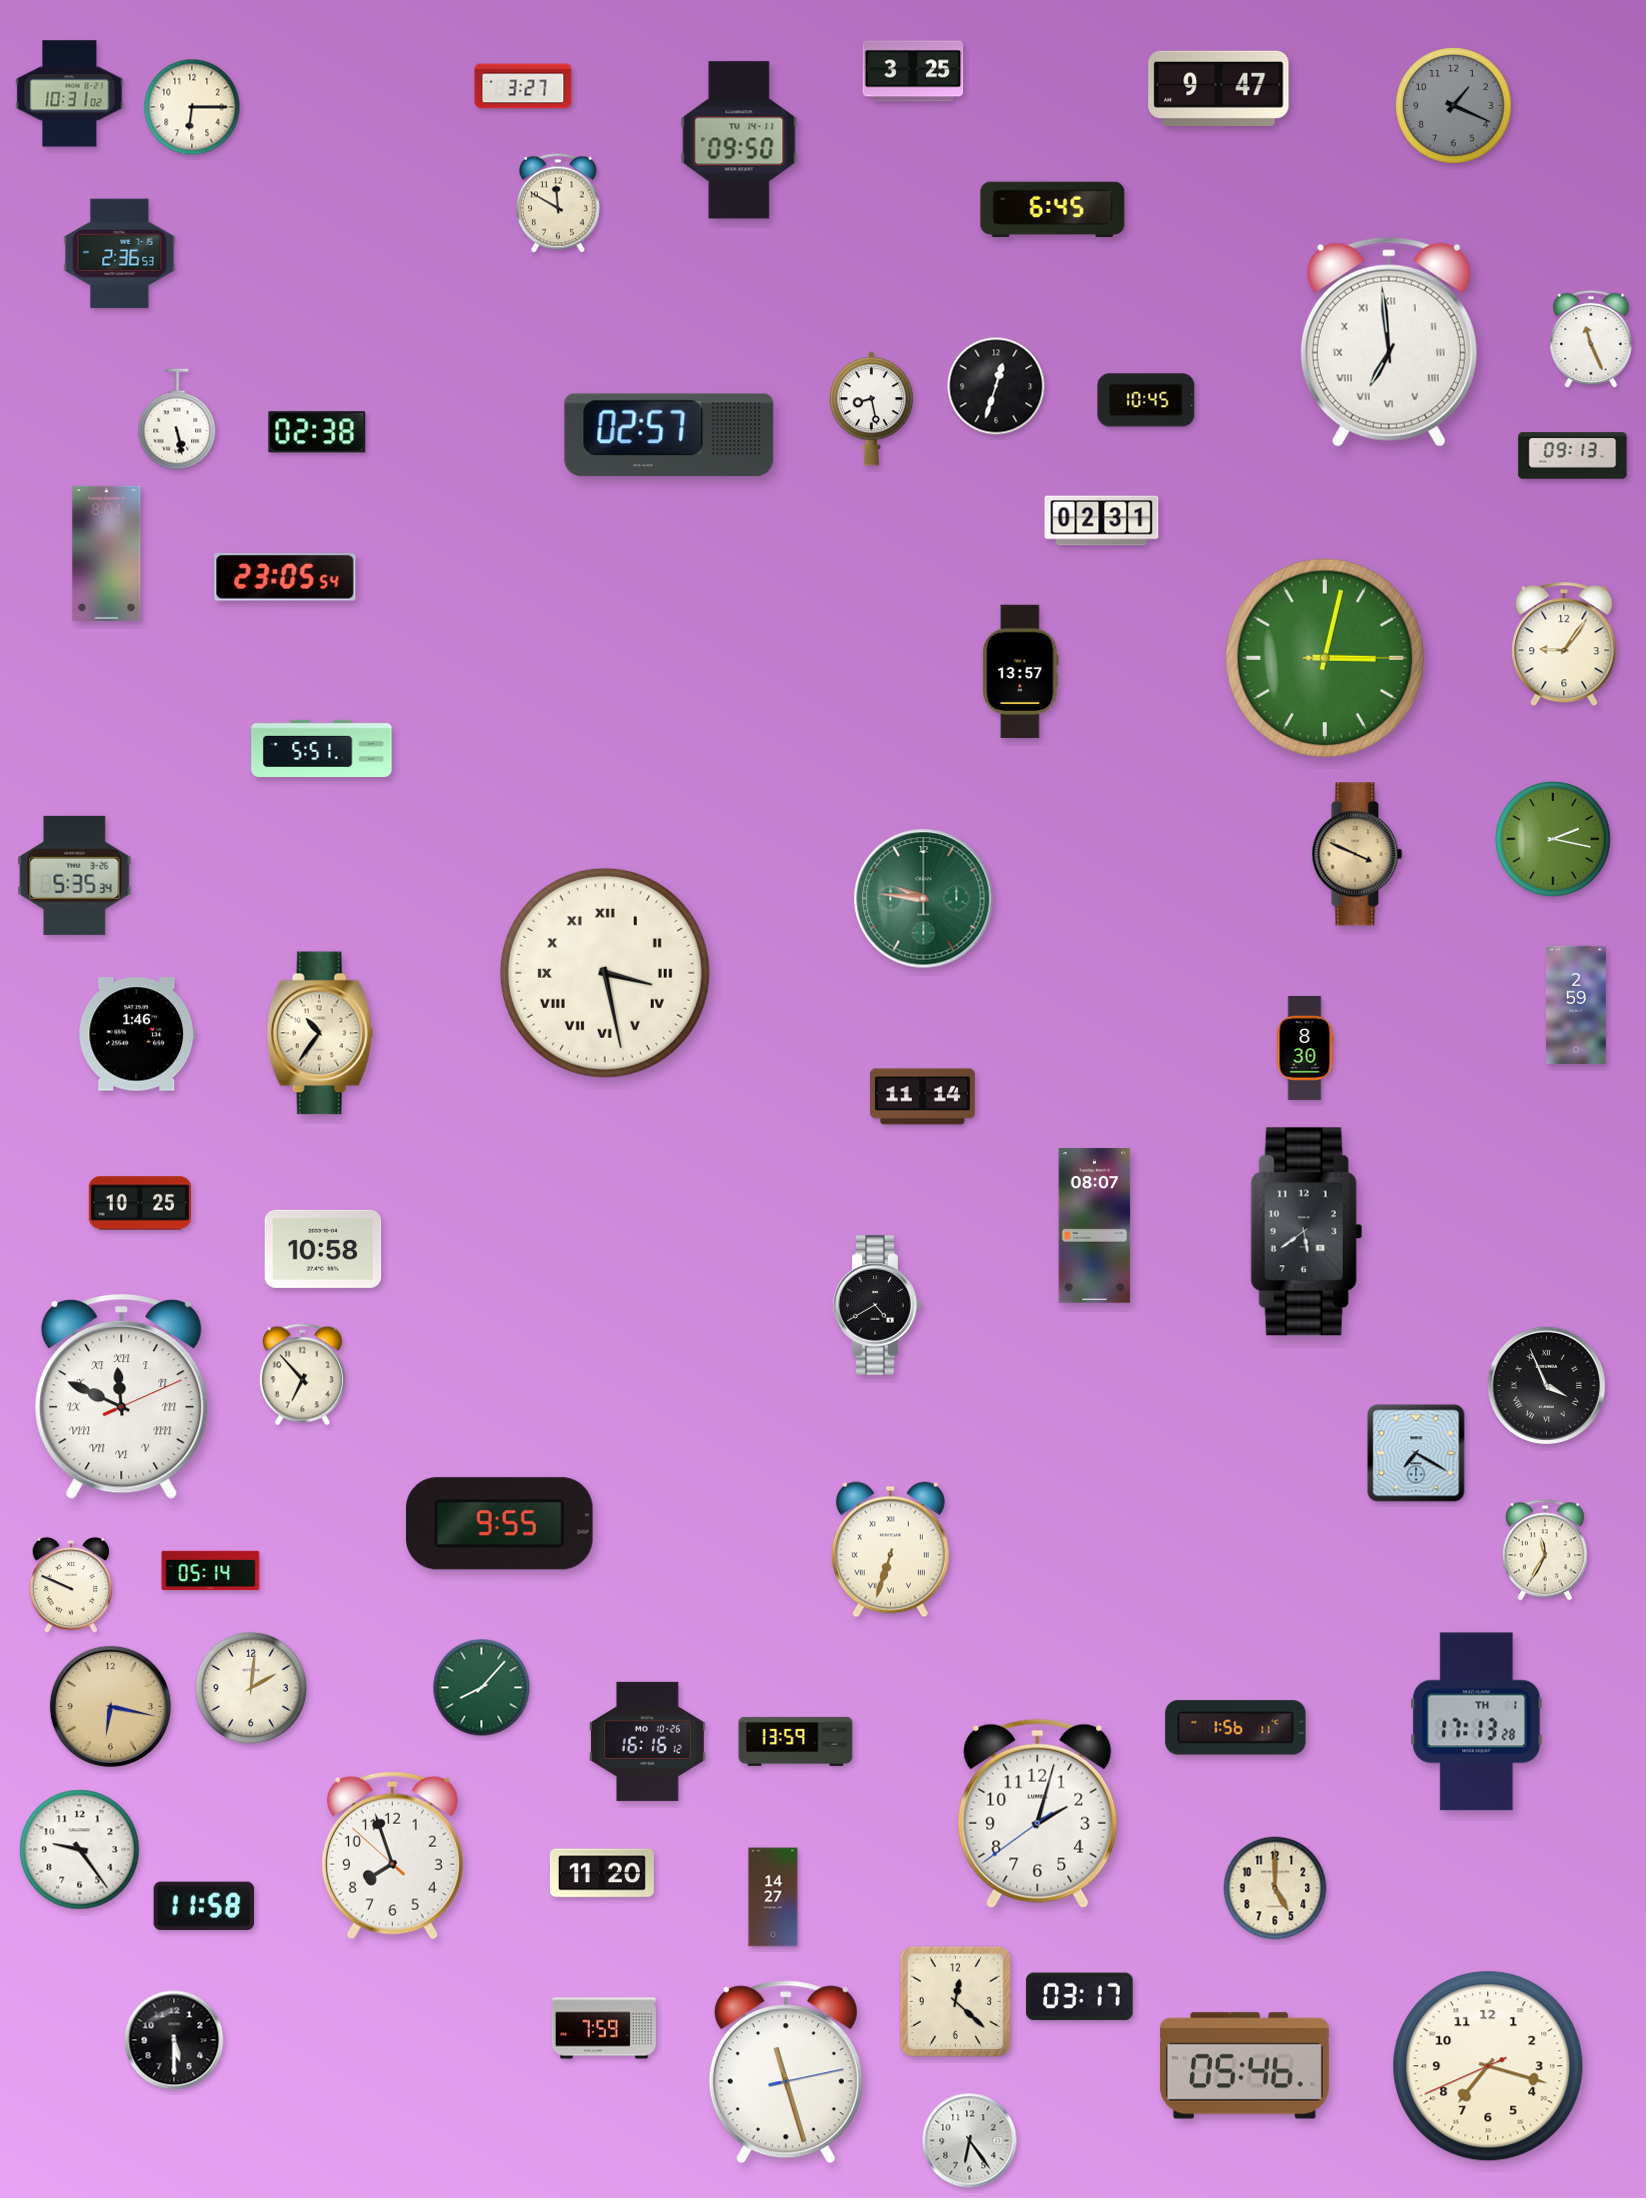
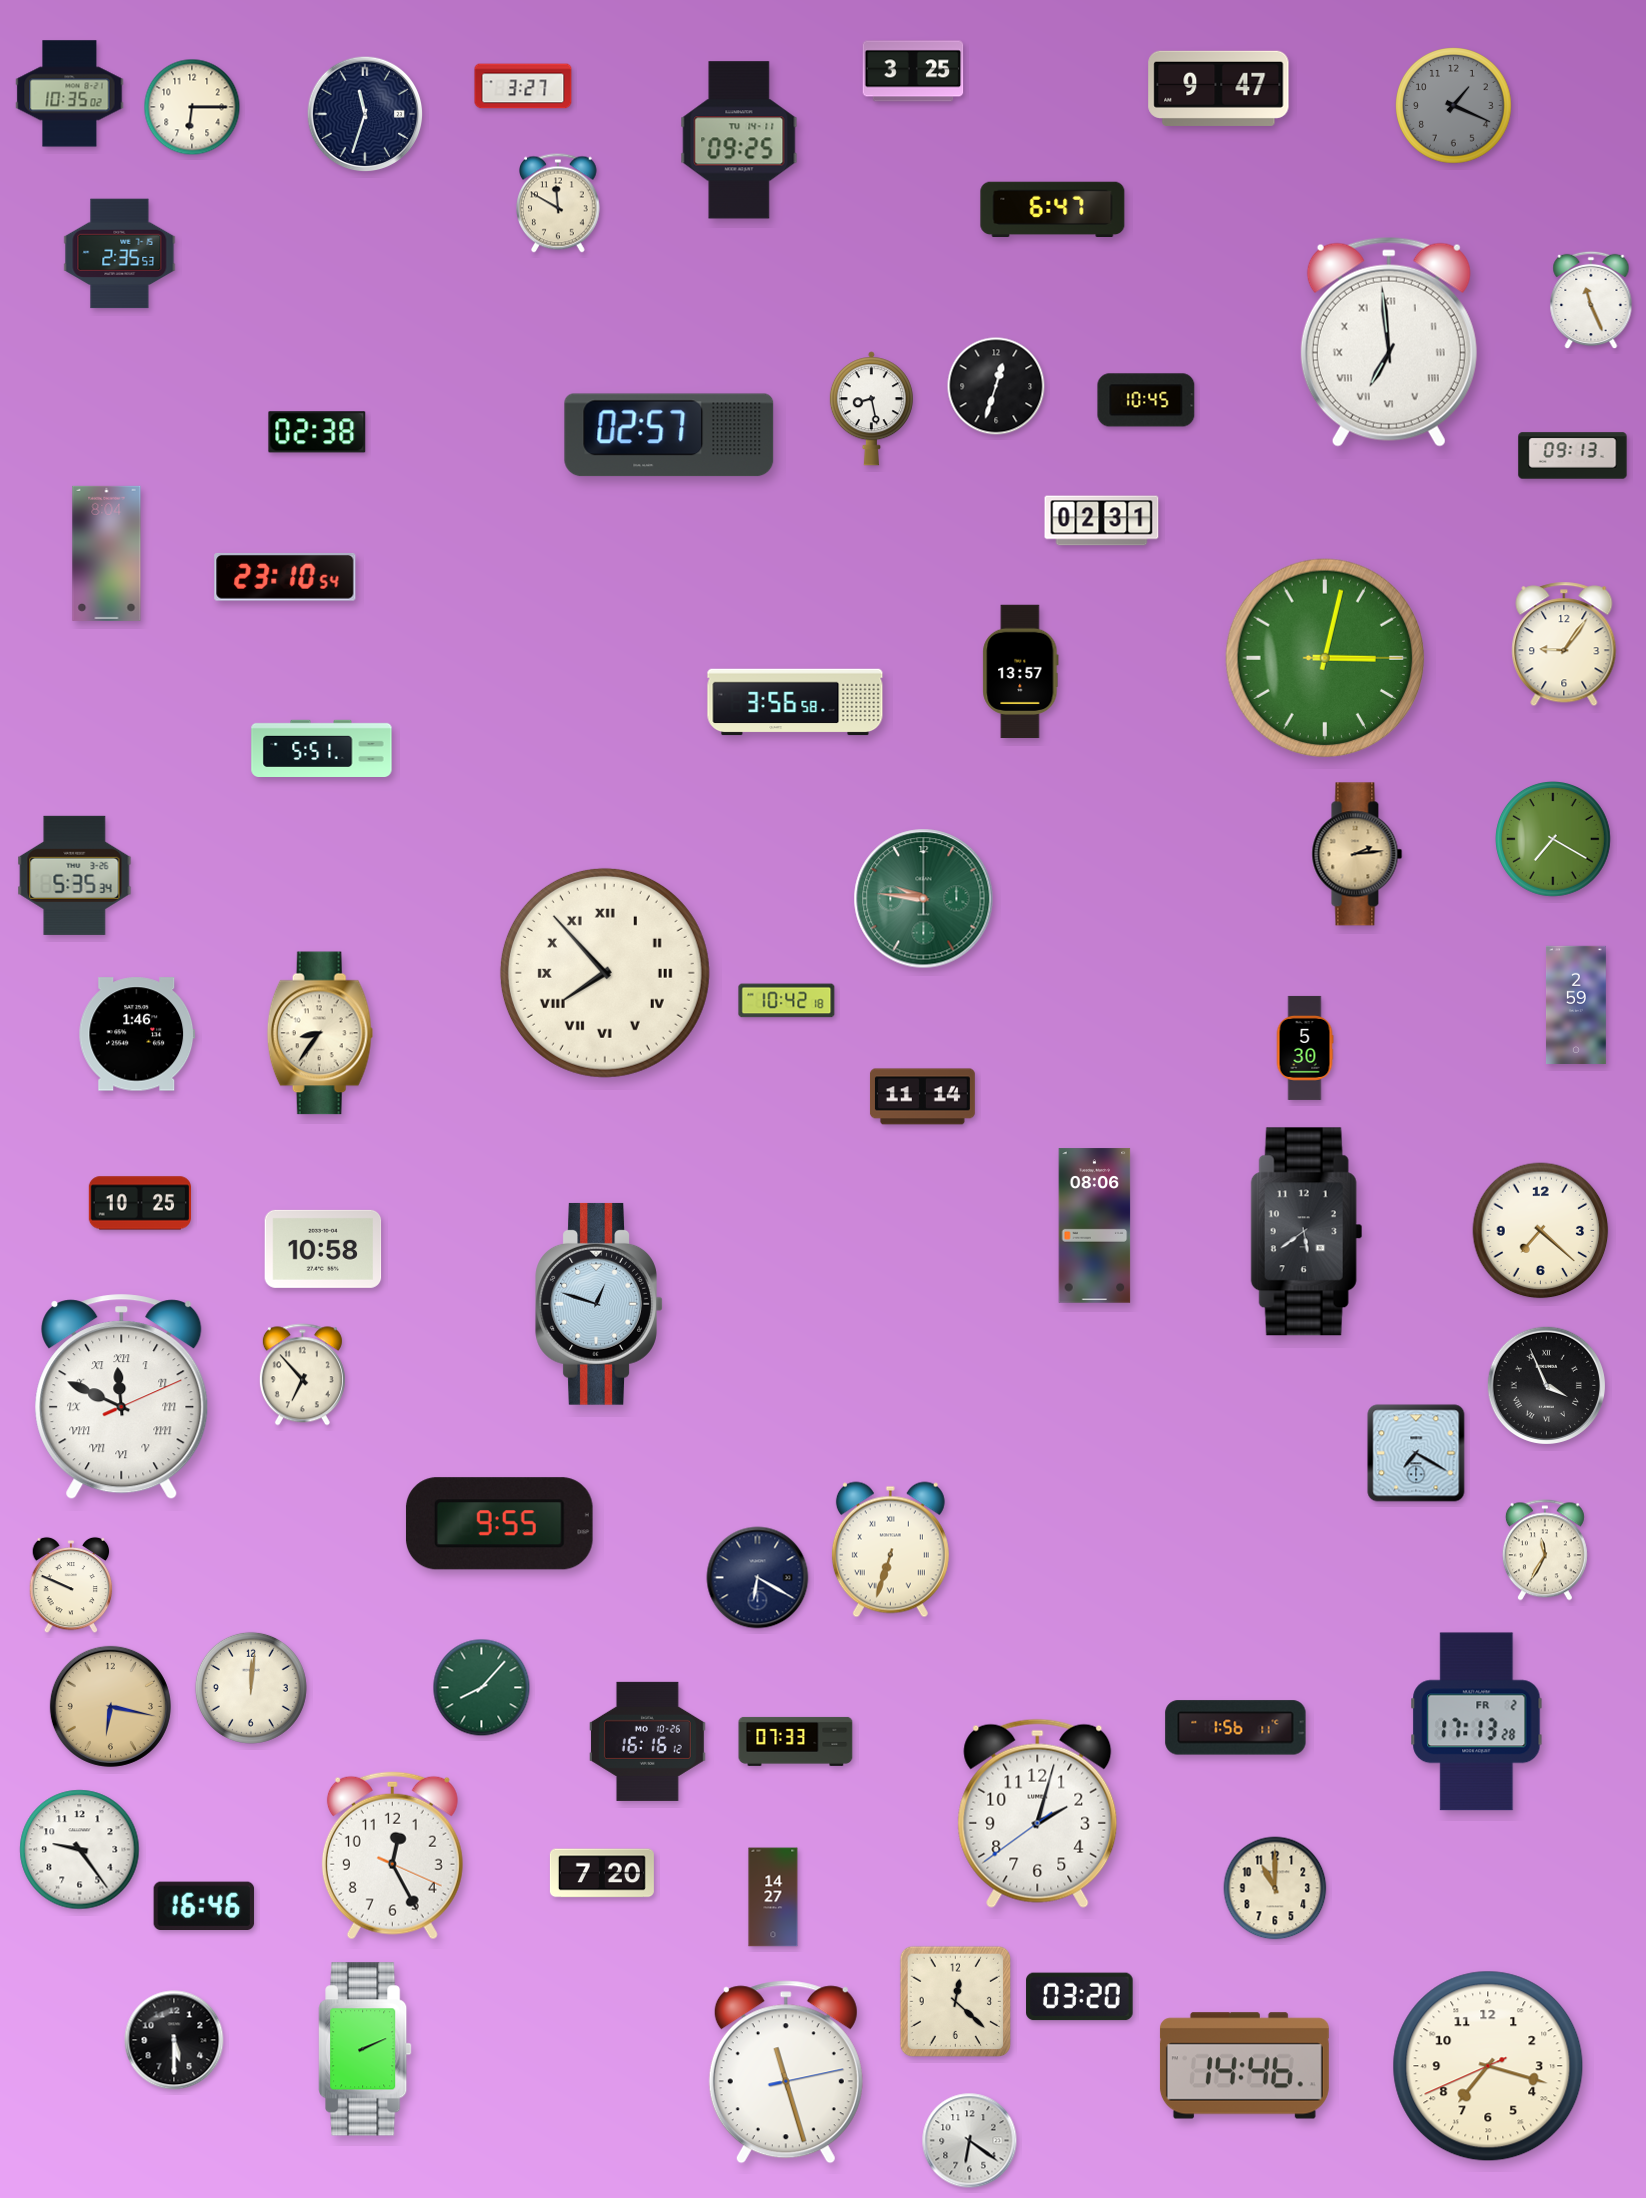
clock at (70, 94): 10:31 -> 10:35
clock at (365, 114): none -> 11:33
clock at (739, 140): 09:50 -> 09:25
clock at (1053, 210): 6:45 -> 6:47
clock at (120, 254): 2:36 -> 2:35
clock at (1591, 339) position: (1591, 339) -> (1591, 300)
clock at (177, 419): 5:28 -> none
clock at (285, 577): 23:05 -> 23:10
clock at (795, 702): none -> 3:56
clock at (1554, 840): 2:17 -> 7:20
clock at (1357, 854): 3:49 -> 2:14
clock at (605, 973): 3:28 -> 7:53
clock at (787, 1001): none -> 10:42
clock at (320, 1033): 10:36 -> 8:36
clock at (1305, 1048): 8:30 -> 5:30
clock at (1095, 1226): 08:07 -> 08:06
clock at (1541, 1231): none -> 7:22
clock at (599, 1304): none -> 12:48
clock at (877, 1305): 4:40 -> none
clock at (211, 1571): 05:14 -> none
clock at (758, 1578): none -> 6:20
clock at (251, 1688): 2:01 -> 12:01
clock at (1477, 1722) date: TH 1 -> FR 2
clock at (796, 1741): 13:59 -> 07:33
clock at (392, 1856): 7:56 -> 12:25
clock at (602, 1873): 11:20 -> 7:20
clock at (1275, 1888): 5:00 -> 11:00
clock at (204, 1906): 11:58 -> 16:46
clock at (1080, 1997): 03:17 -> 03:20
clock at (604, 2028): 7:59 -> none
clock at (365, 2049): none -> 2:11
clock at (1244, 2066): 05:46 -> 14:46
clock at (970, 2141): 6:24 -> 6:21
